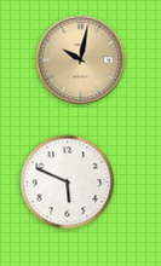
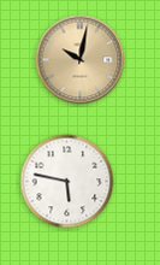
clock at (68, 183): 5:49 -> 5:47
